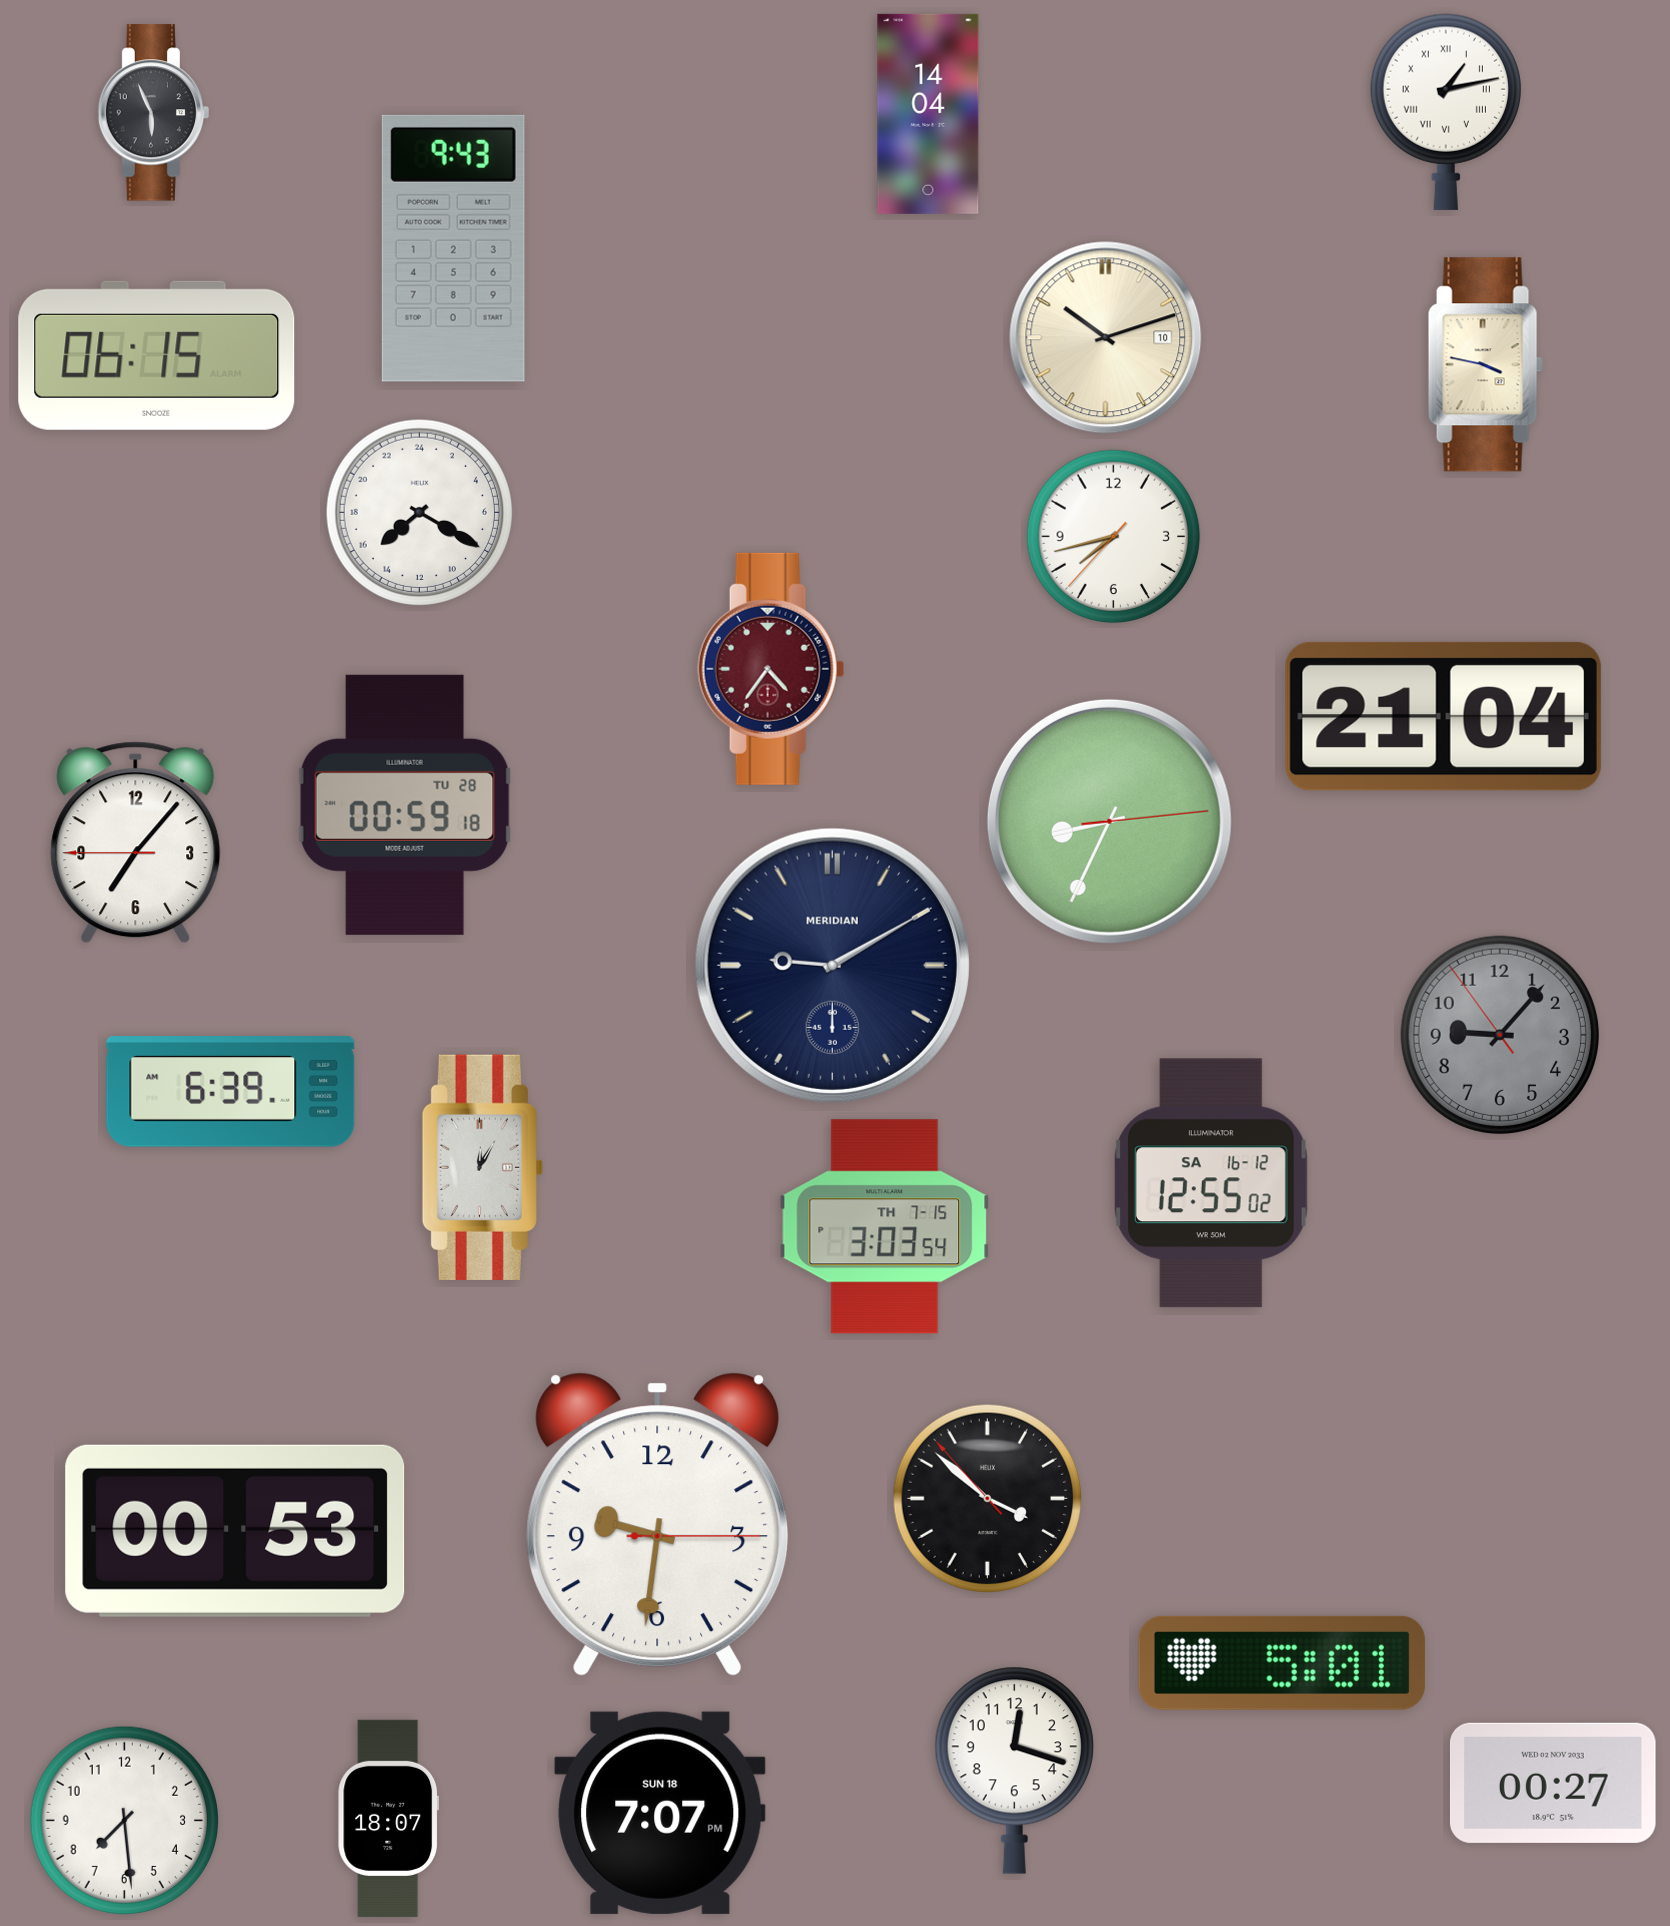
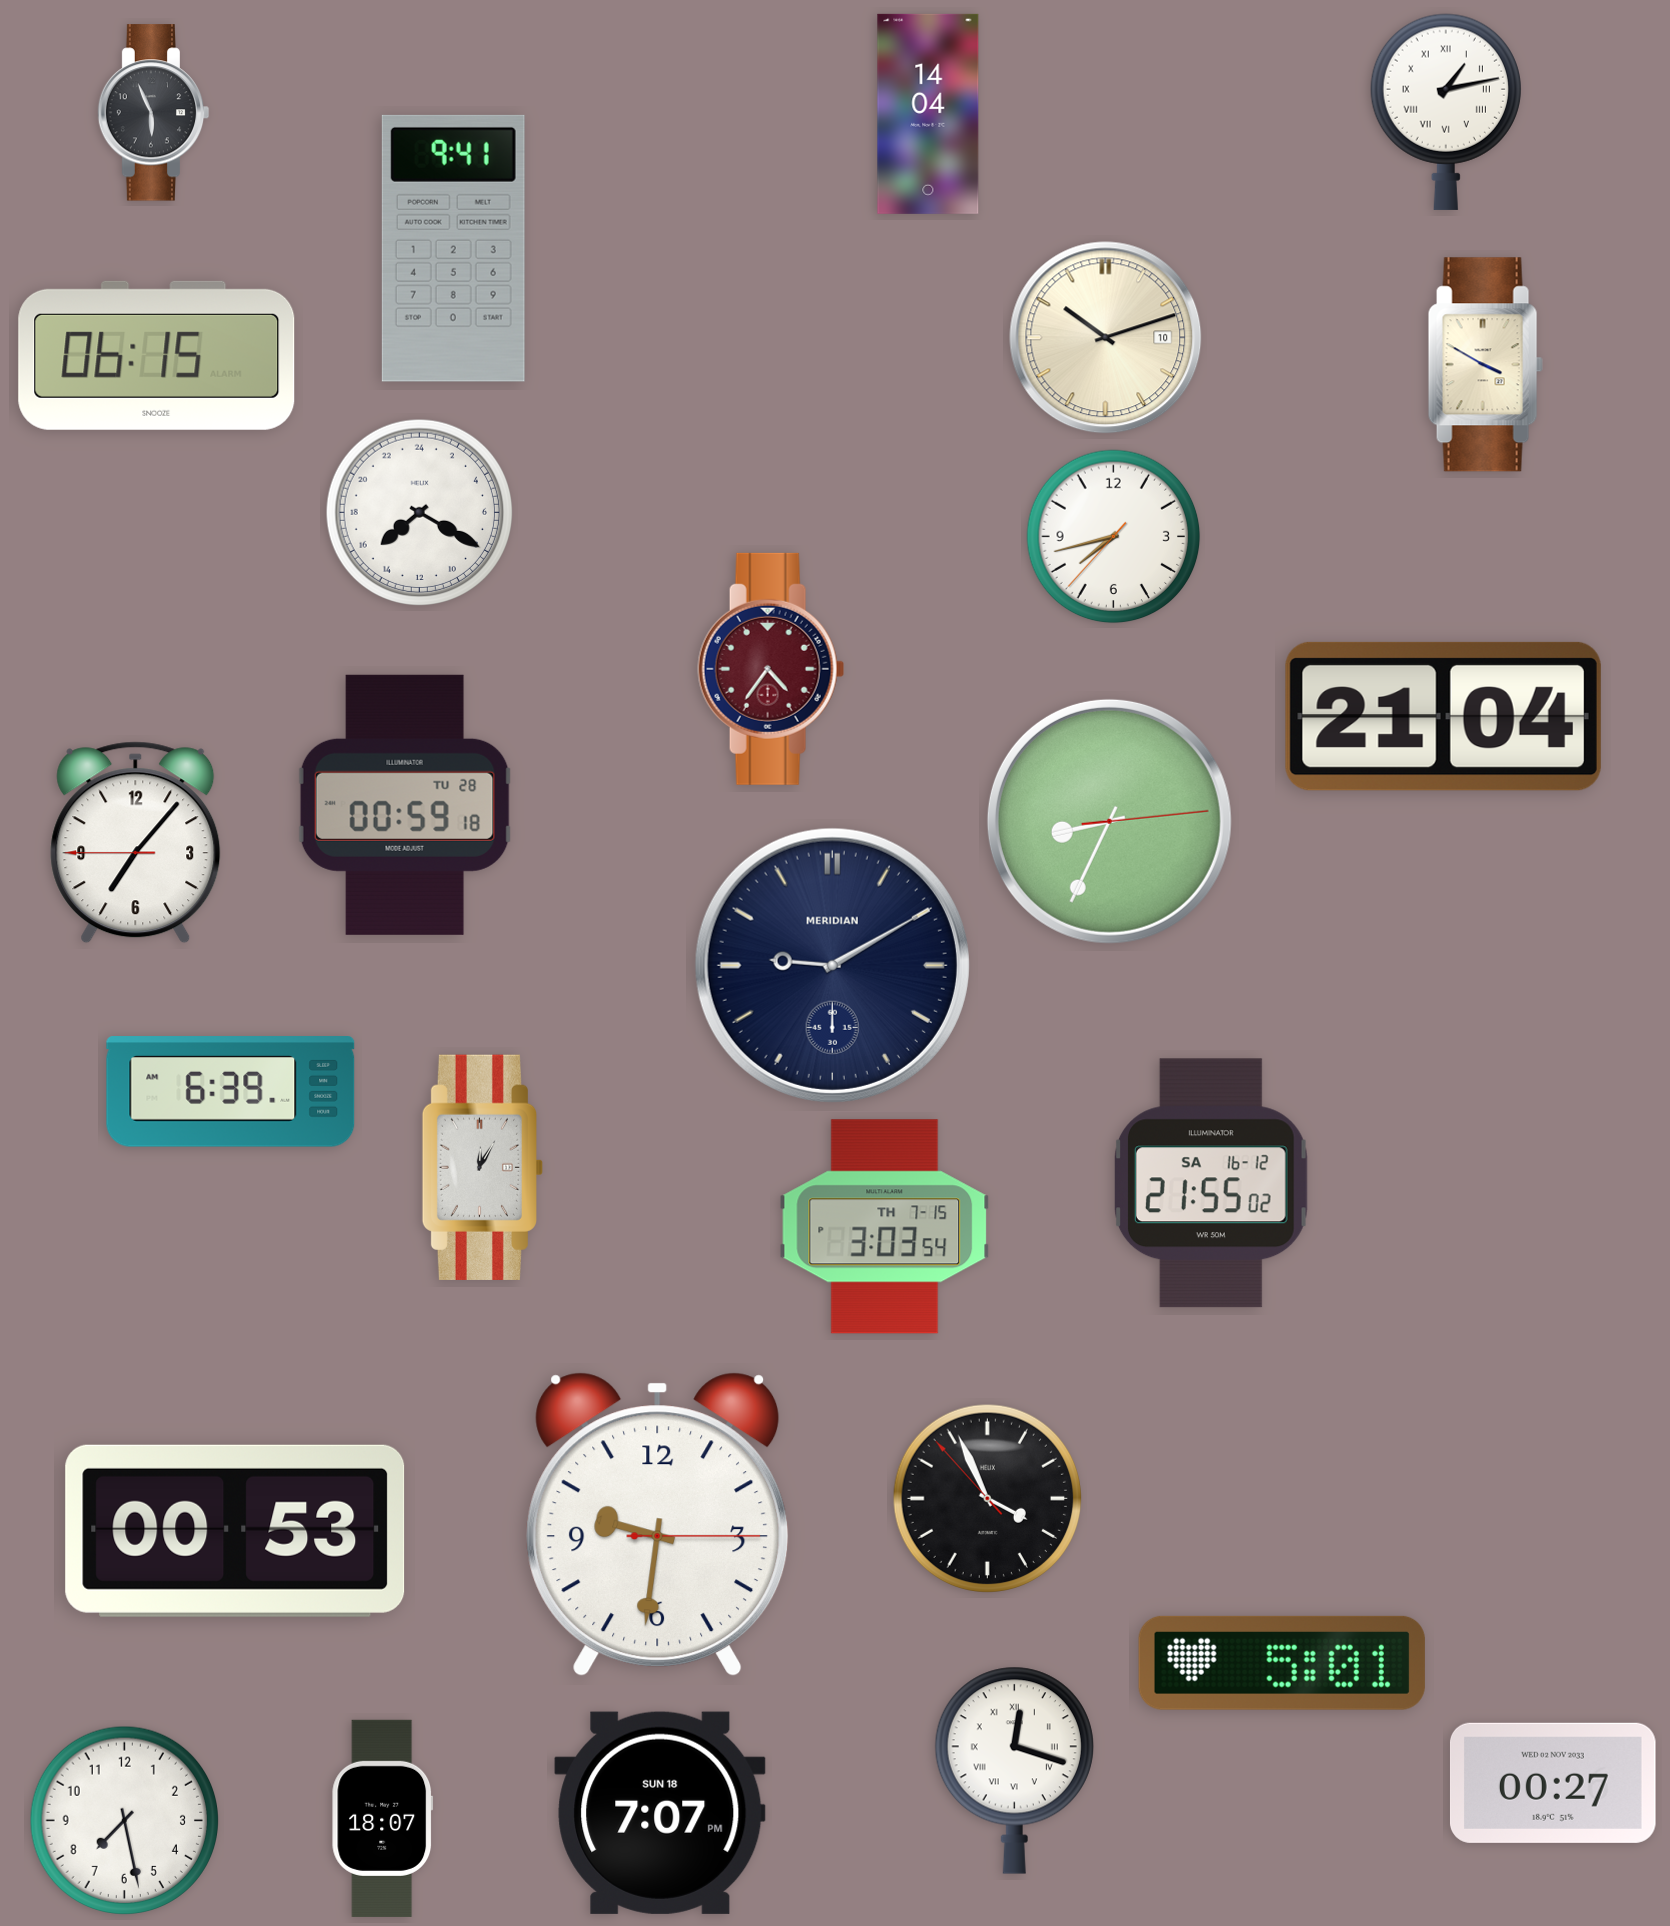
clock at (453, 248): 9:43 -> 9:41
clock at (1485, 365): 3:47 -> 3:50
clock at (1499, 1034): 9:06 -> none
clock at (1211, 1183): 12:55 -> 21:55
clock at (988, 1499): 3:51 -> 3:55
clock at (1014, 1770) numerals: Arabic -> Roman
clock at (389, 1818) position: (389, 1818) -> (383, 1818)
clock at (125, 1821): 7:29 -> 7:28
